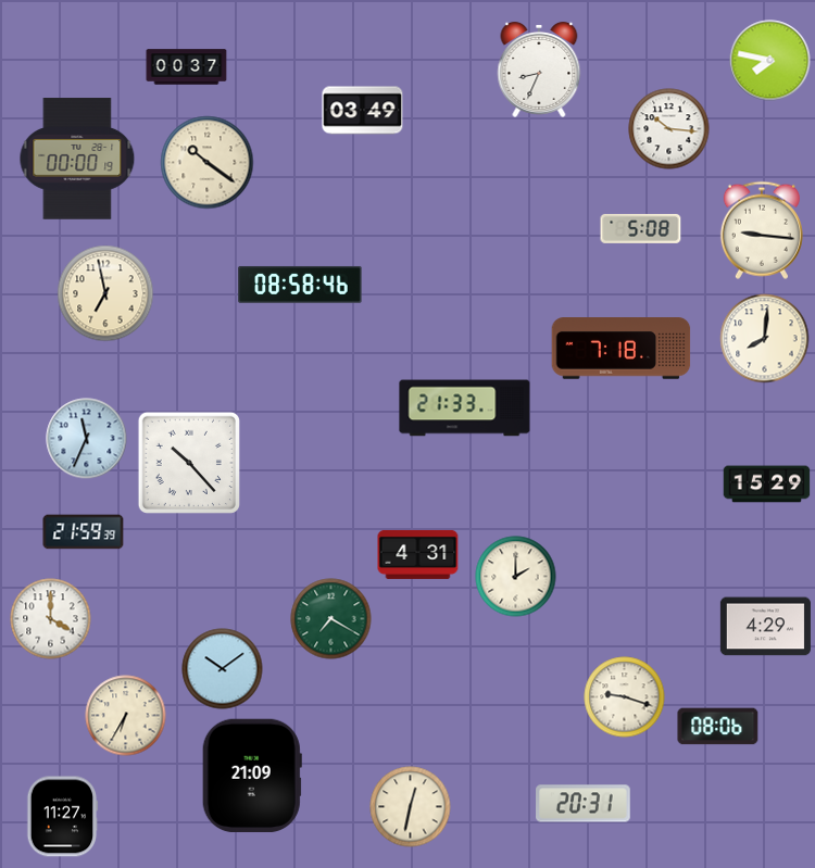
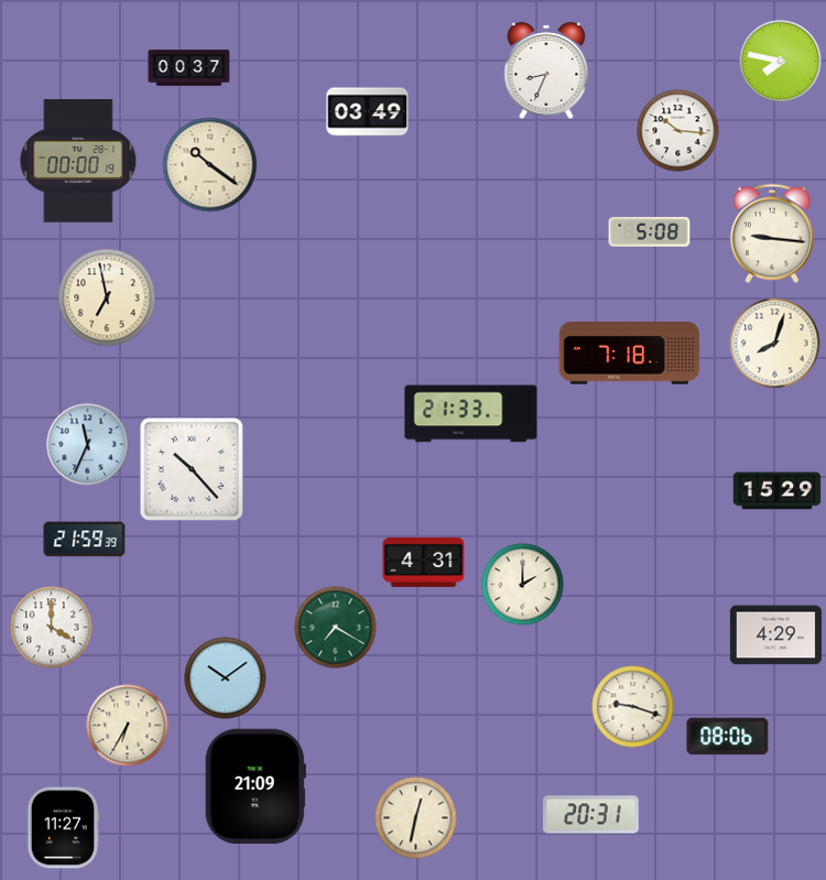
clock at (300, 285): 08:58 -> none
clock at (765, 339): 8:01 -> 8:03
